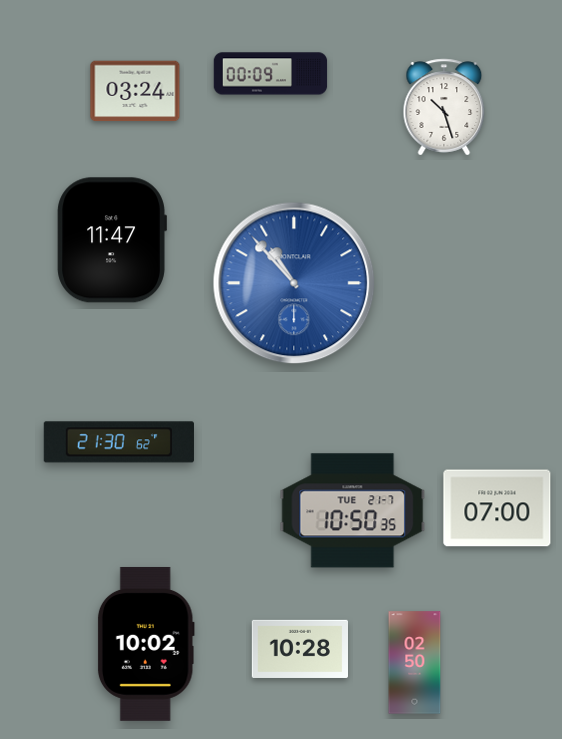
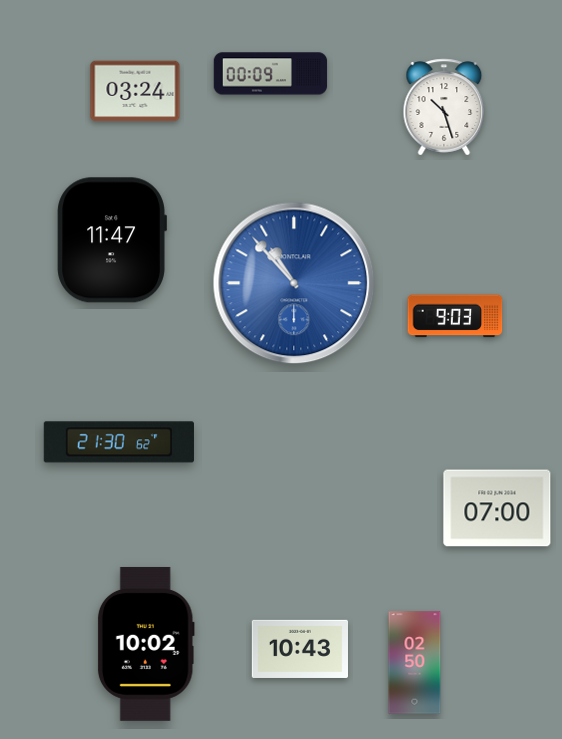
clock at (455, 316): none -> 9:03
clock at (353, 511): 10:50 -> none
clock at (300, 649): 10:28 -> 10:43
